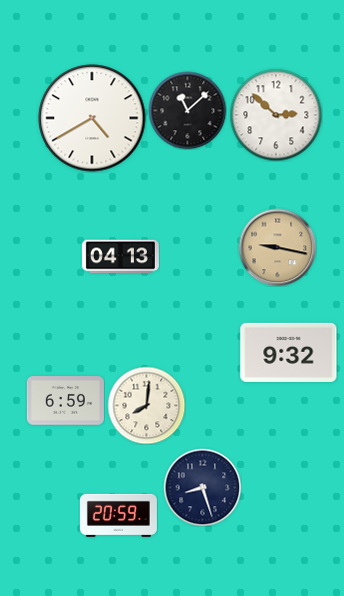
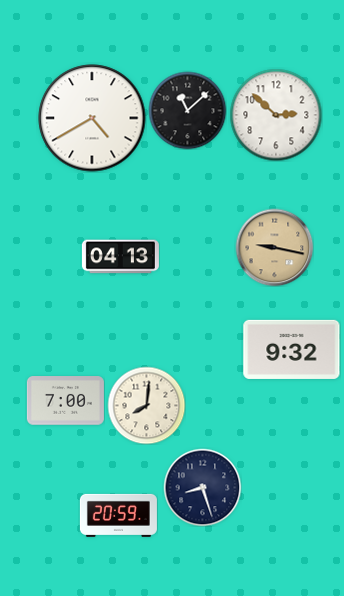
clock at (277, 247) position: (277, 247) -> (274, 247)
clock at (289, 352) position: (289, 352) -> (292, 349)
clock at (65, 401): 6:59 -> 7:00
